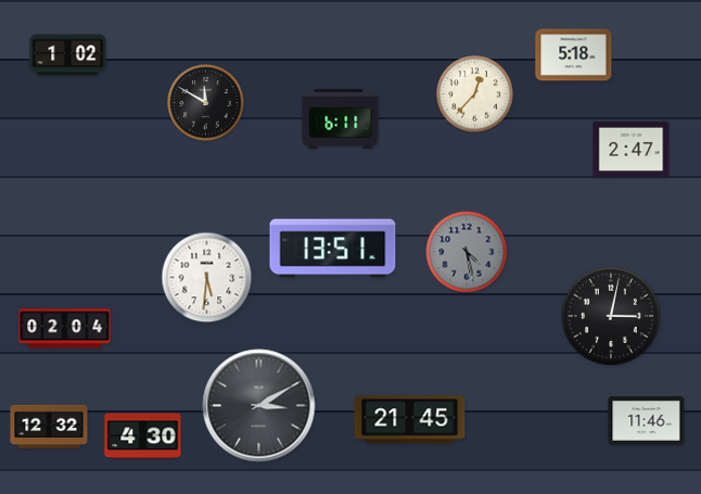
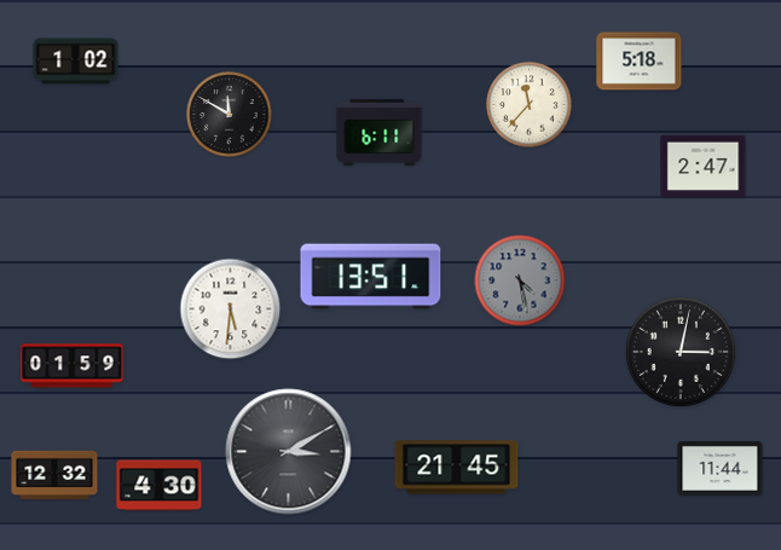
clock at (475, 94): 12:37 -> 11:37
clock at (65, 329): 02:04 -> 01:59
clock at (647, 420): 11:46 -> 11:44
